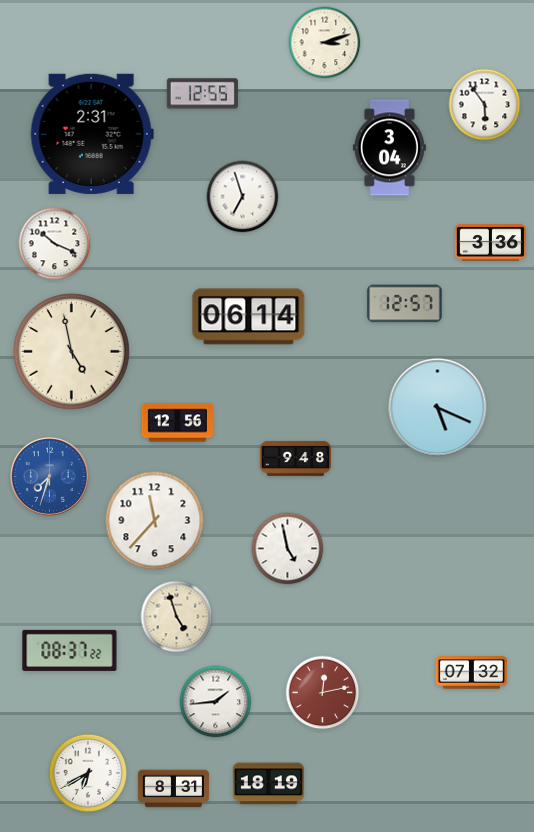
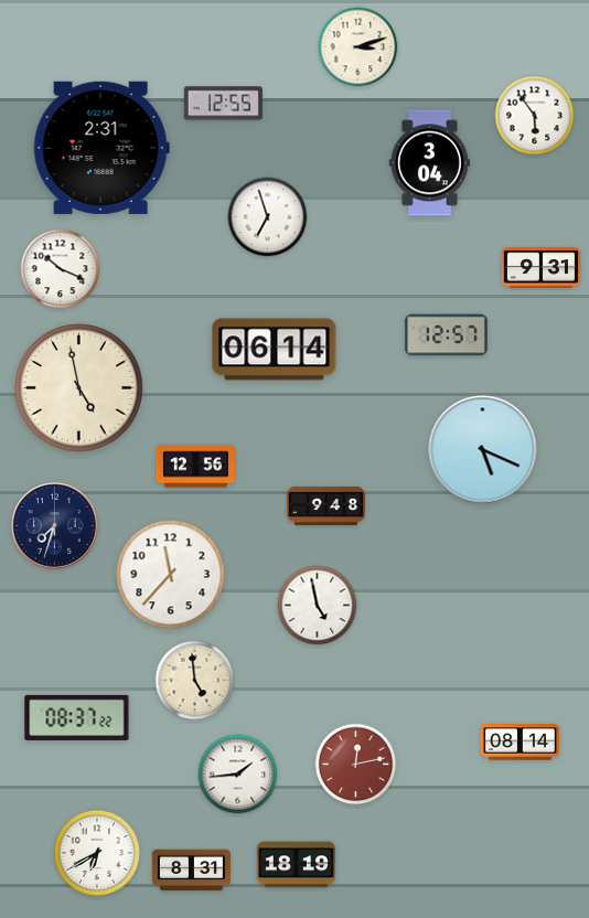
clock at (490, 243): 3:36 -> 9:31
clock at (50, 477) dial: blue -> navy
clock at (177, 617): 4:57 -> 4:59
clock at (471, 673): 07:32 -> 08:14
